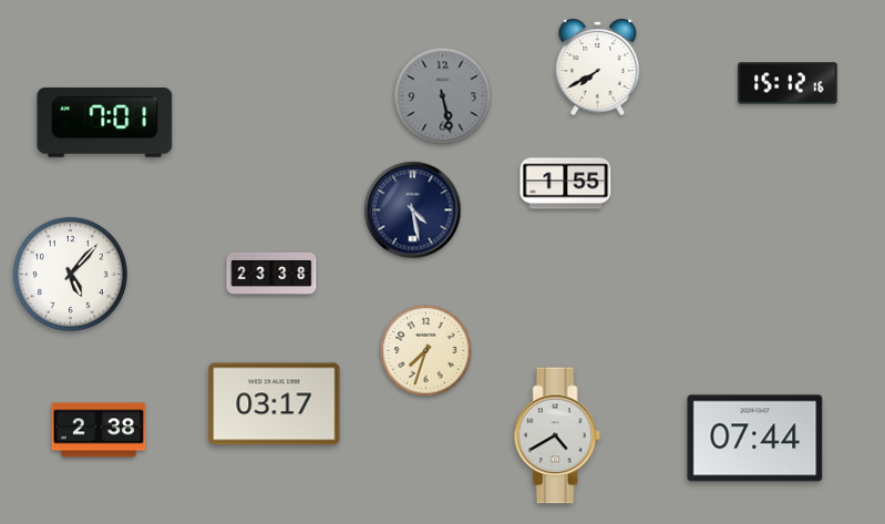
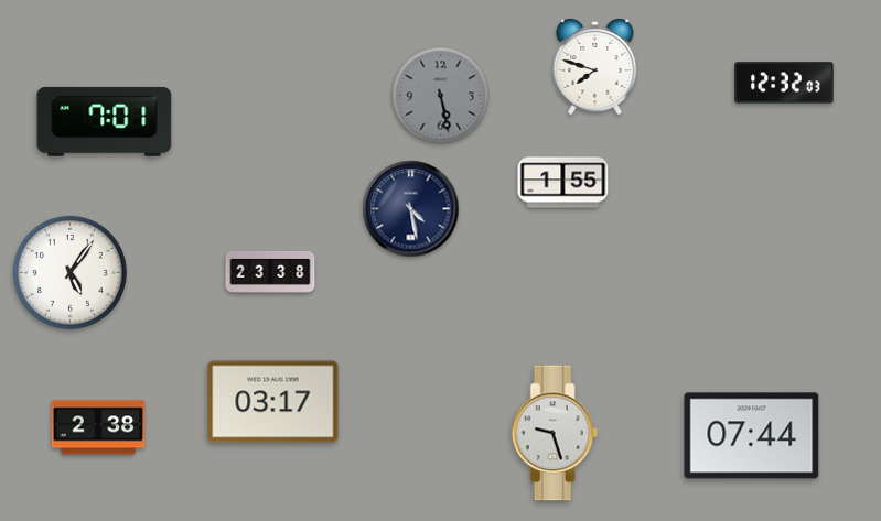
clock at (598, 68): 7:40 -> 7:48
clock at (788, 83): 15:12 -> 12:32
clock at (70, 274): 5:07 -> 5:06
clock at (426, 351): 7:33 -> none
clock at (557, 435): 4:40 -> 9:27
